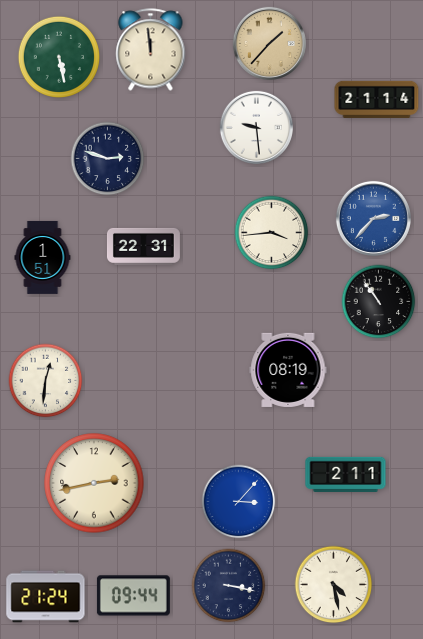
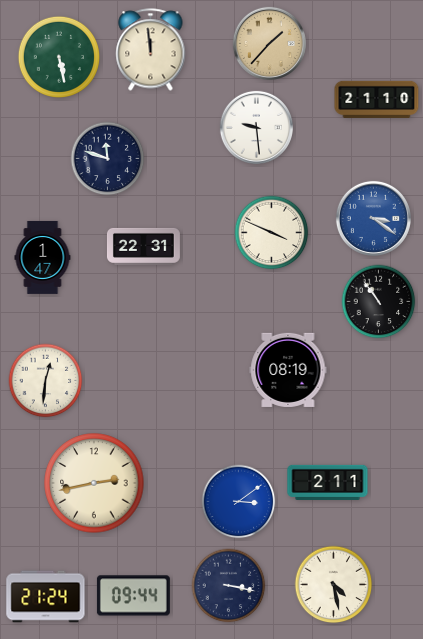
clock at (377, 99): 21:14 -> 21:10
clock at (108, 159): 2:48 -> 11:48
clock at (373, 218): 2:37 -> 3:21
clock at (272, 233): 3:44 -> 3:49
clock at (43, 257): 1:51 -> 1:47
clock at (346, 474) position: (346, 474) -> (328, 482)
clock at (239, 502): 3:07 -> 3:09
